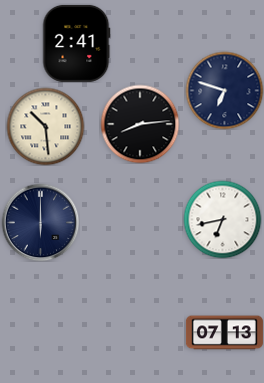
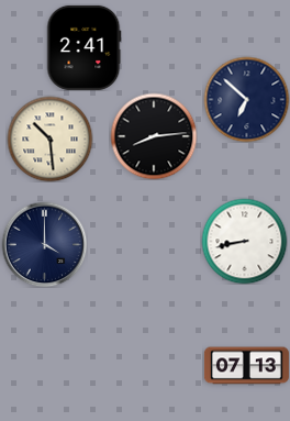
clock at (224, 90): 6:48 -> 6:52
clock at (222, 219): 6:43 -> 8:43
clock at (40, 222): 6:00 -> 4:00
